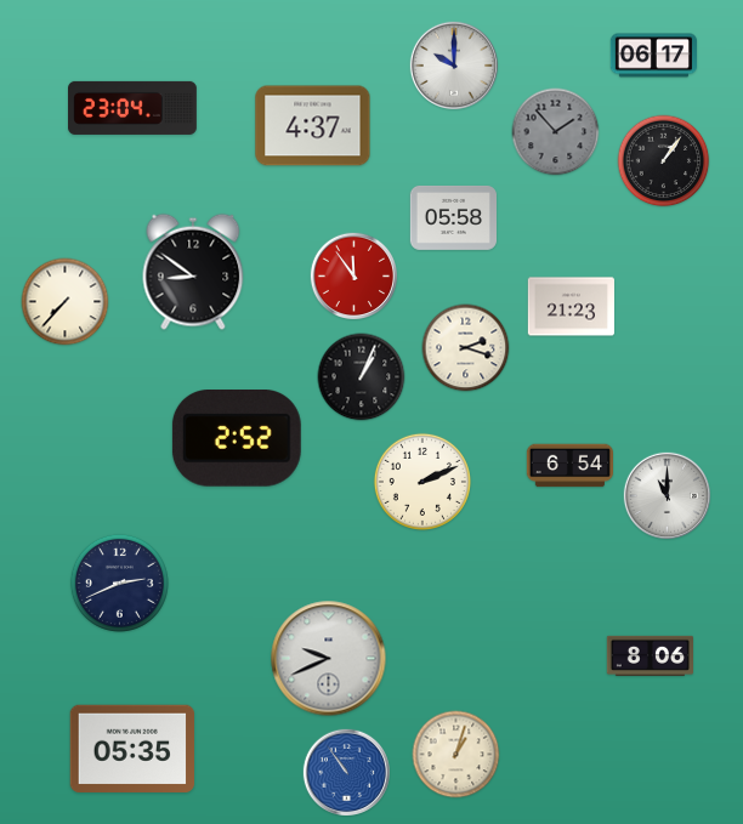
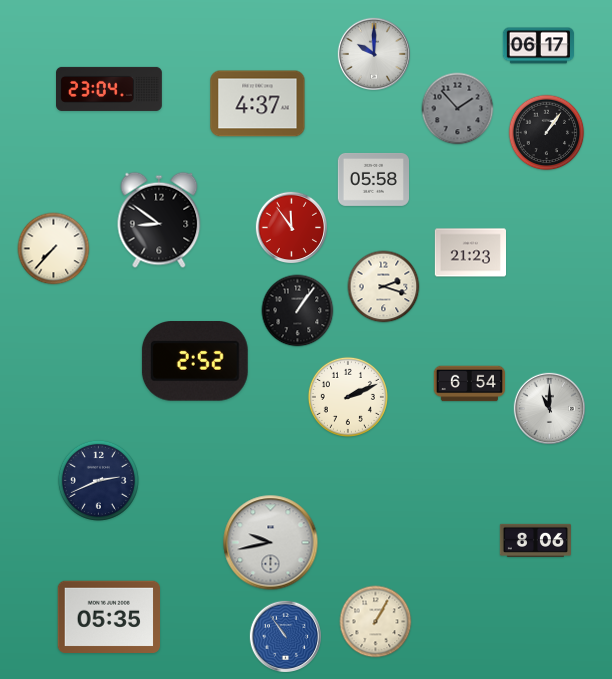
clock at (193, 272) position: (193, 272) -> (159, 220)
clock at (362, 377): 1:04 -> 1:06
clock at (329, 659): 9:41 -> 9:43
clock at (456, 755): 1:03 -> 1:05
